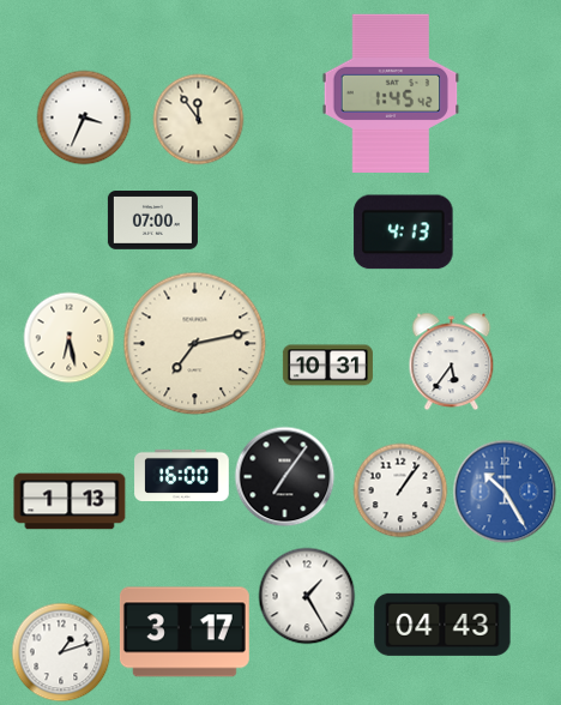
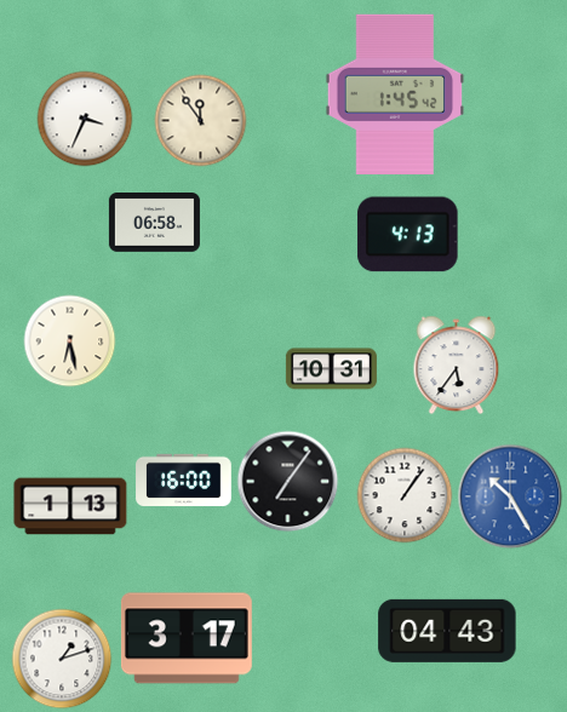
clock at (152, 221): 07:00 -> 06:58
clock at (195, 344): 7:13 -> none
clock at (307, 596): 1:25 -> none
